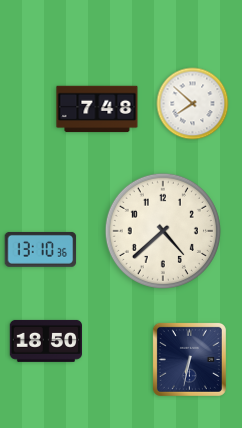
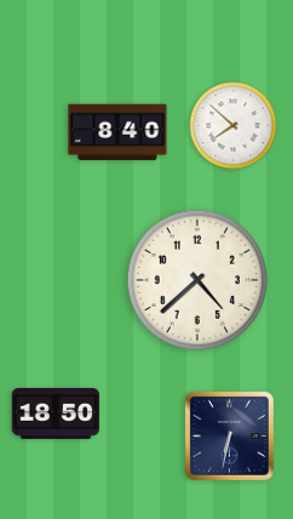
clock at (97, 109): 7:48 -> 8:40
clock at (41, 249): 13:10 -> none
